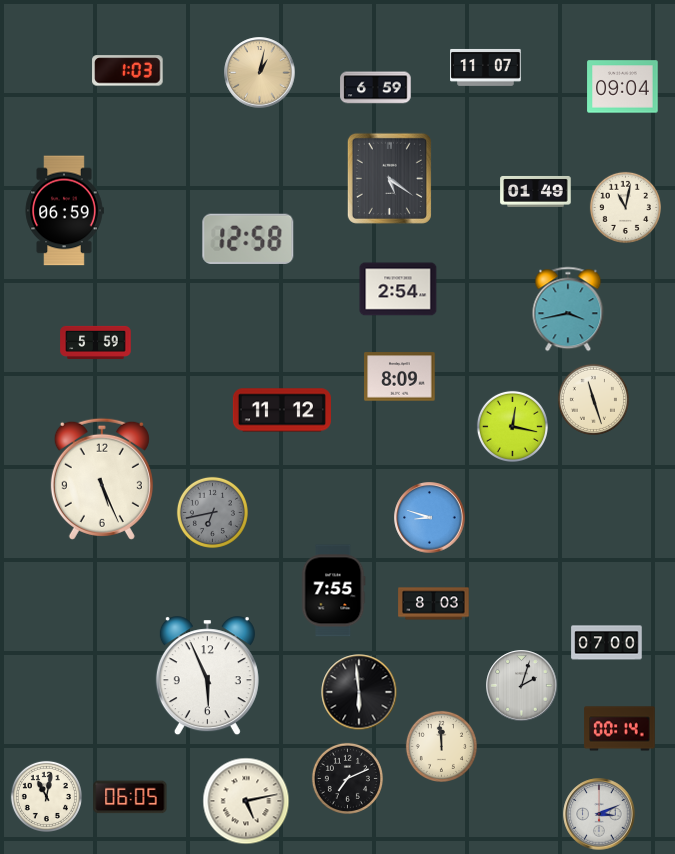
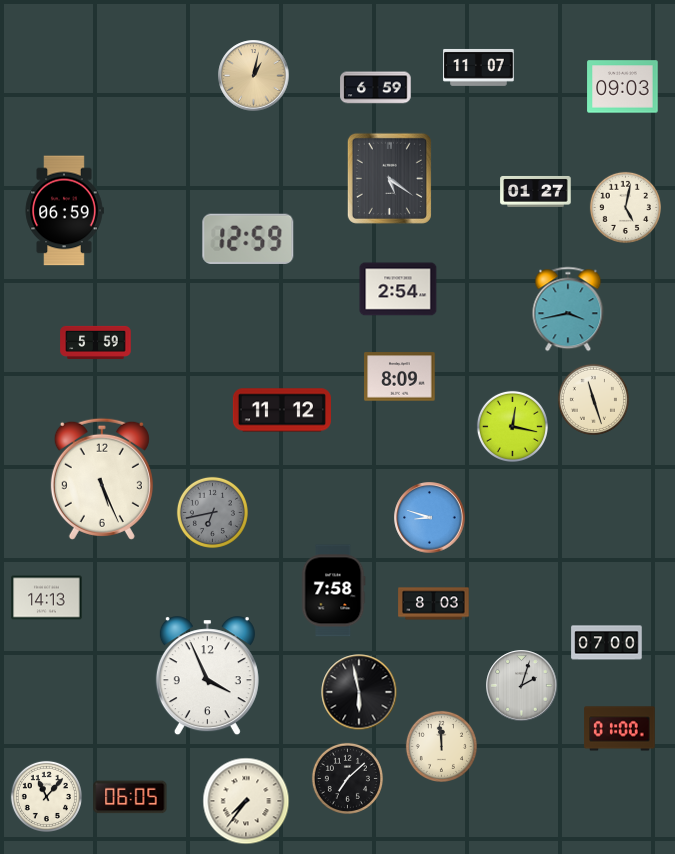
clock at (486, 67) position: (486, 67) -> (479, 67)
clock at (128, 71): 1:03 -> none
clock at (260, 73) position: (260, 73) -> (254, 76)
clock at (623, 87): 09:04 -> 09:03
clock at (536, 191): 01:49 -> 01:27
clock at (625, 207): 11:02 -> 5:02
clock at (248, 239): 12:58 -> 12:59
clock at (334, 591): 7:55 -> 7:58
clock at (47, 598): none -> 14:13
clock at (207, 676): 5:56 -> 3:56
clock at (359, 692): 5:59 -> 5:58
clock at (620, 729): 00:14 -> 01:00
clock at (347, 778): 7:11 -> 7:08
clock at (46, 796): 11:02 -> 11:07
clock at (246, 801): 5:13 -> 7:36
clock at (599, 814): 3:11 -> none
